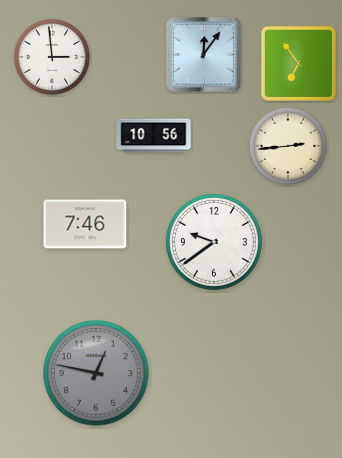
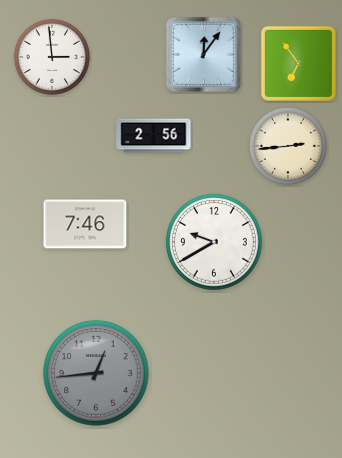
clock at (154, 136): 10:56 -> 2:56
clock at (215, 243): 9:39 -> 9:40
clock at (96, 373): 12:47 -> 12:44
